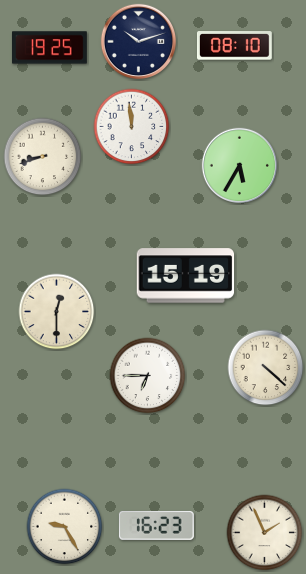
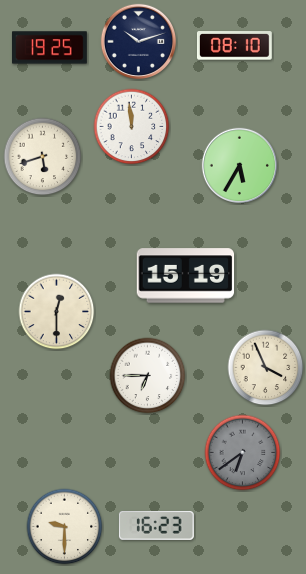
clock at (43, 157): 8:42 -> 5:42
clock at (266, 368): 4:22 -> 3:56
clock at (243, 453): none -> 6:39
clock at (65, 527): 9:25 -> 9:30
clock at (265, 533): 1:56 -> none
